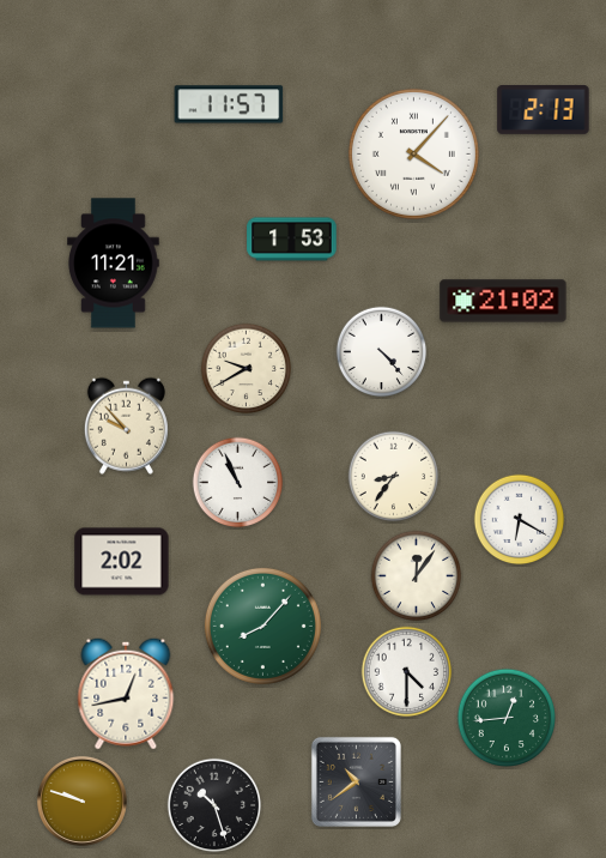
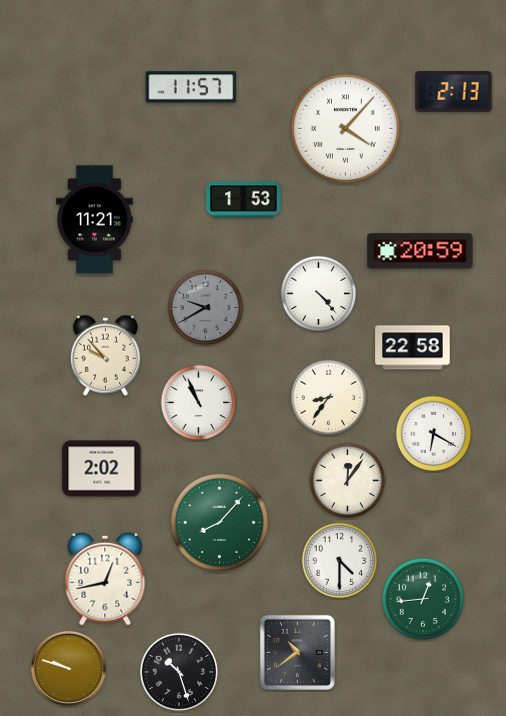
clock at (503, 301): 21:02 -> 20:59
clock at (247, 369) dial: cream -> grey
clock at (413, 348): none -> 22:58
